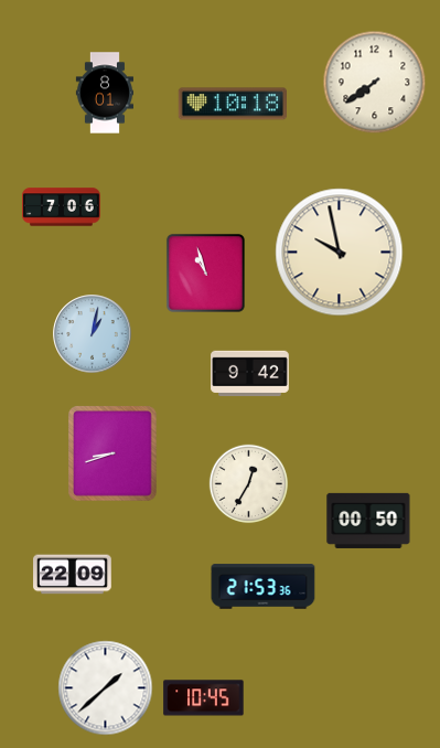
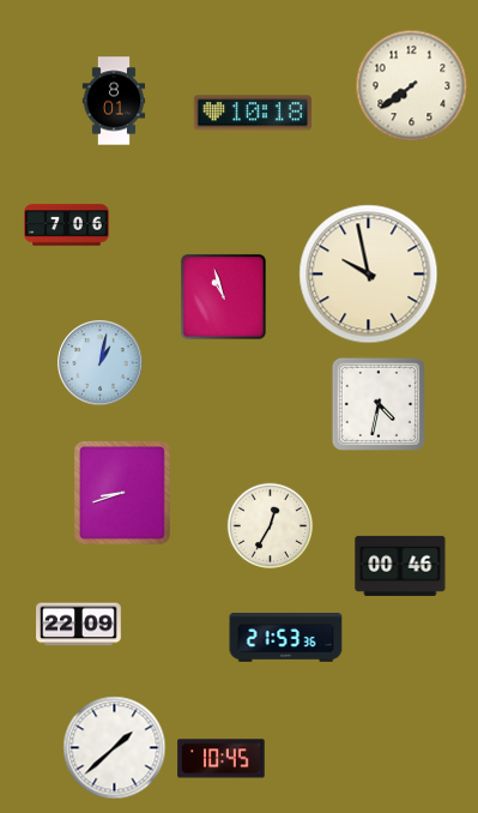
clock at (375, 83) position: (375, 83) -> (412, 86)
clock at (379, 404): none -> 4:32
clock at (250, 374): 9:42 -> none
clock at (368, 521): 00:50 -> 00:46
